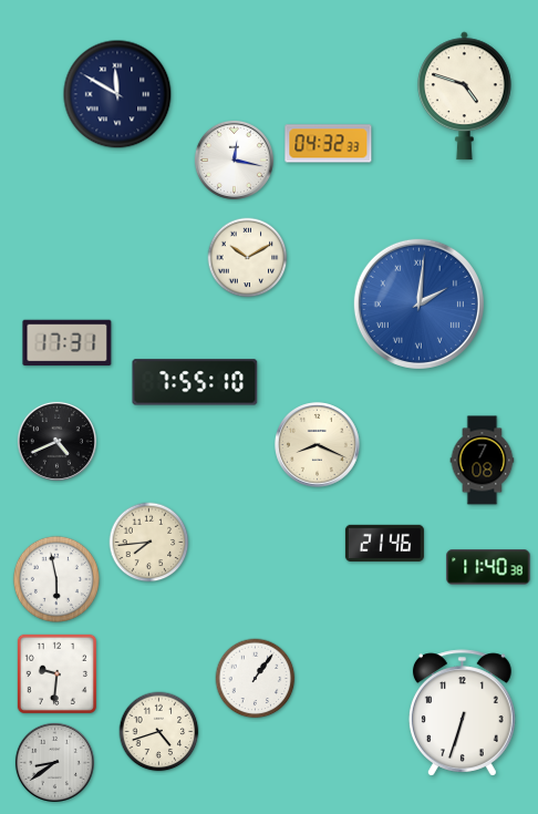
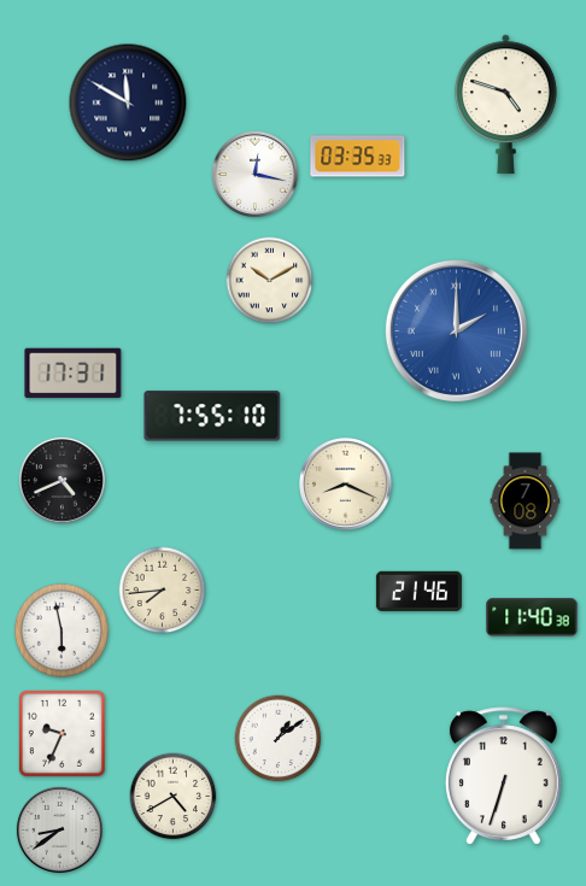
clock at (329, 144): 04:32 -> 03:35
clock at (418, 303): 2:01 -> 2:00
clock at (56, 673): 9:31 -> 9:34
clock at (256, 679): 1:06 -> 1:09
clock at (159, 732): 4:42 -> 4:40
